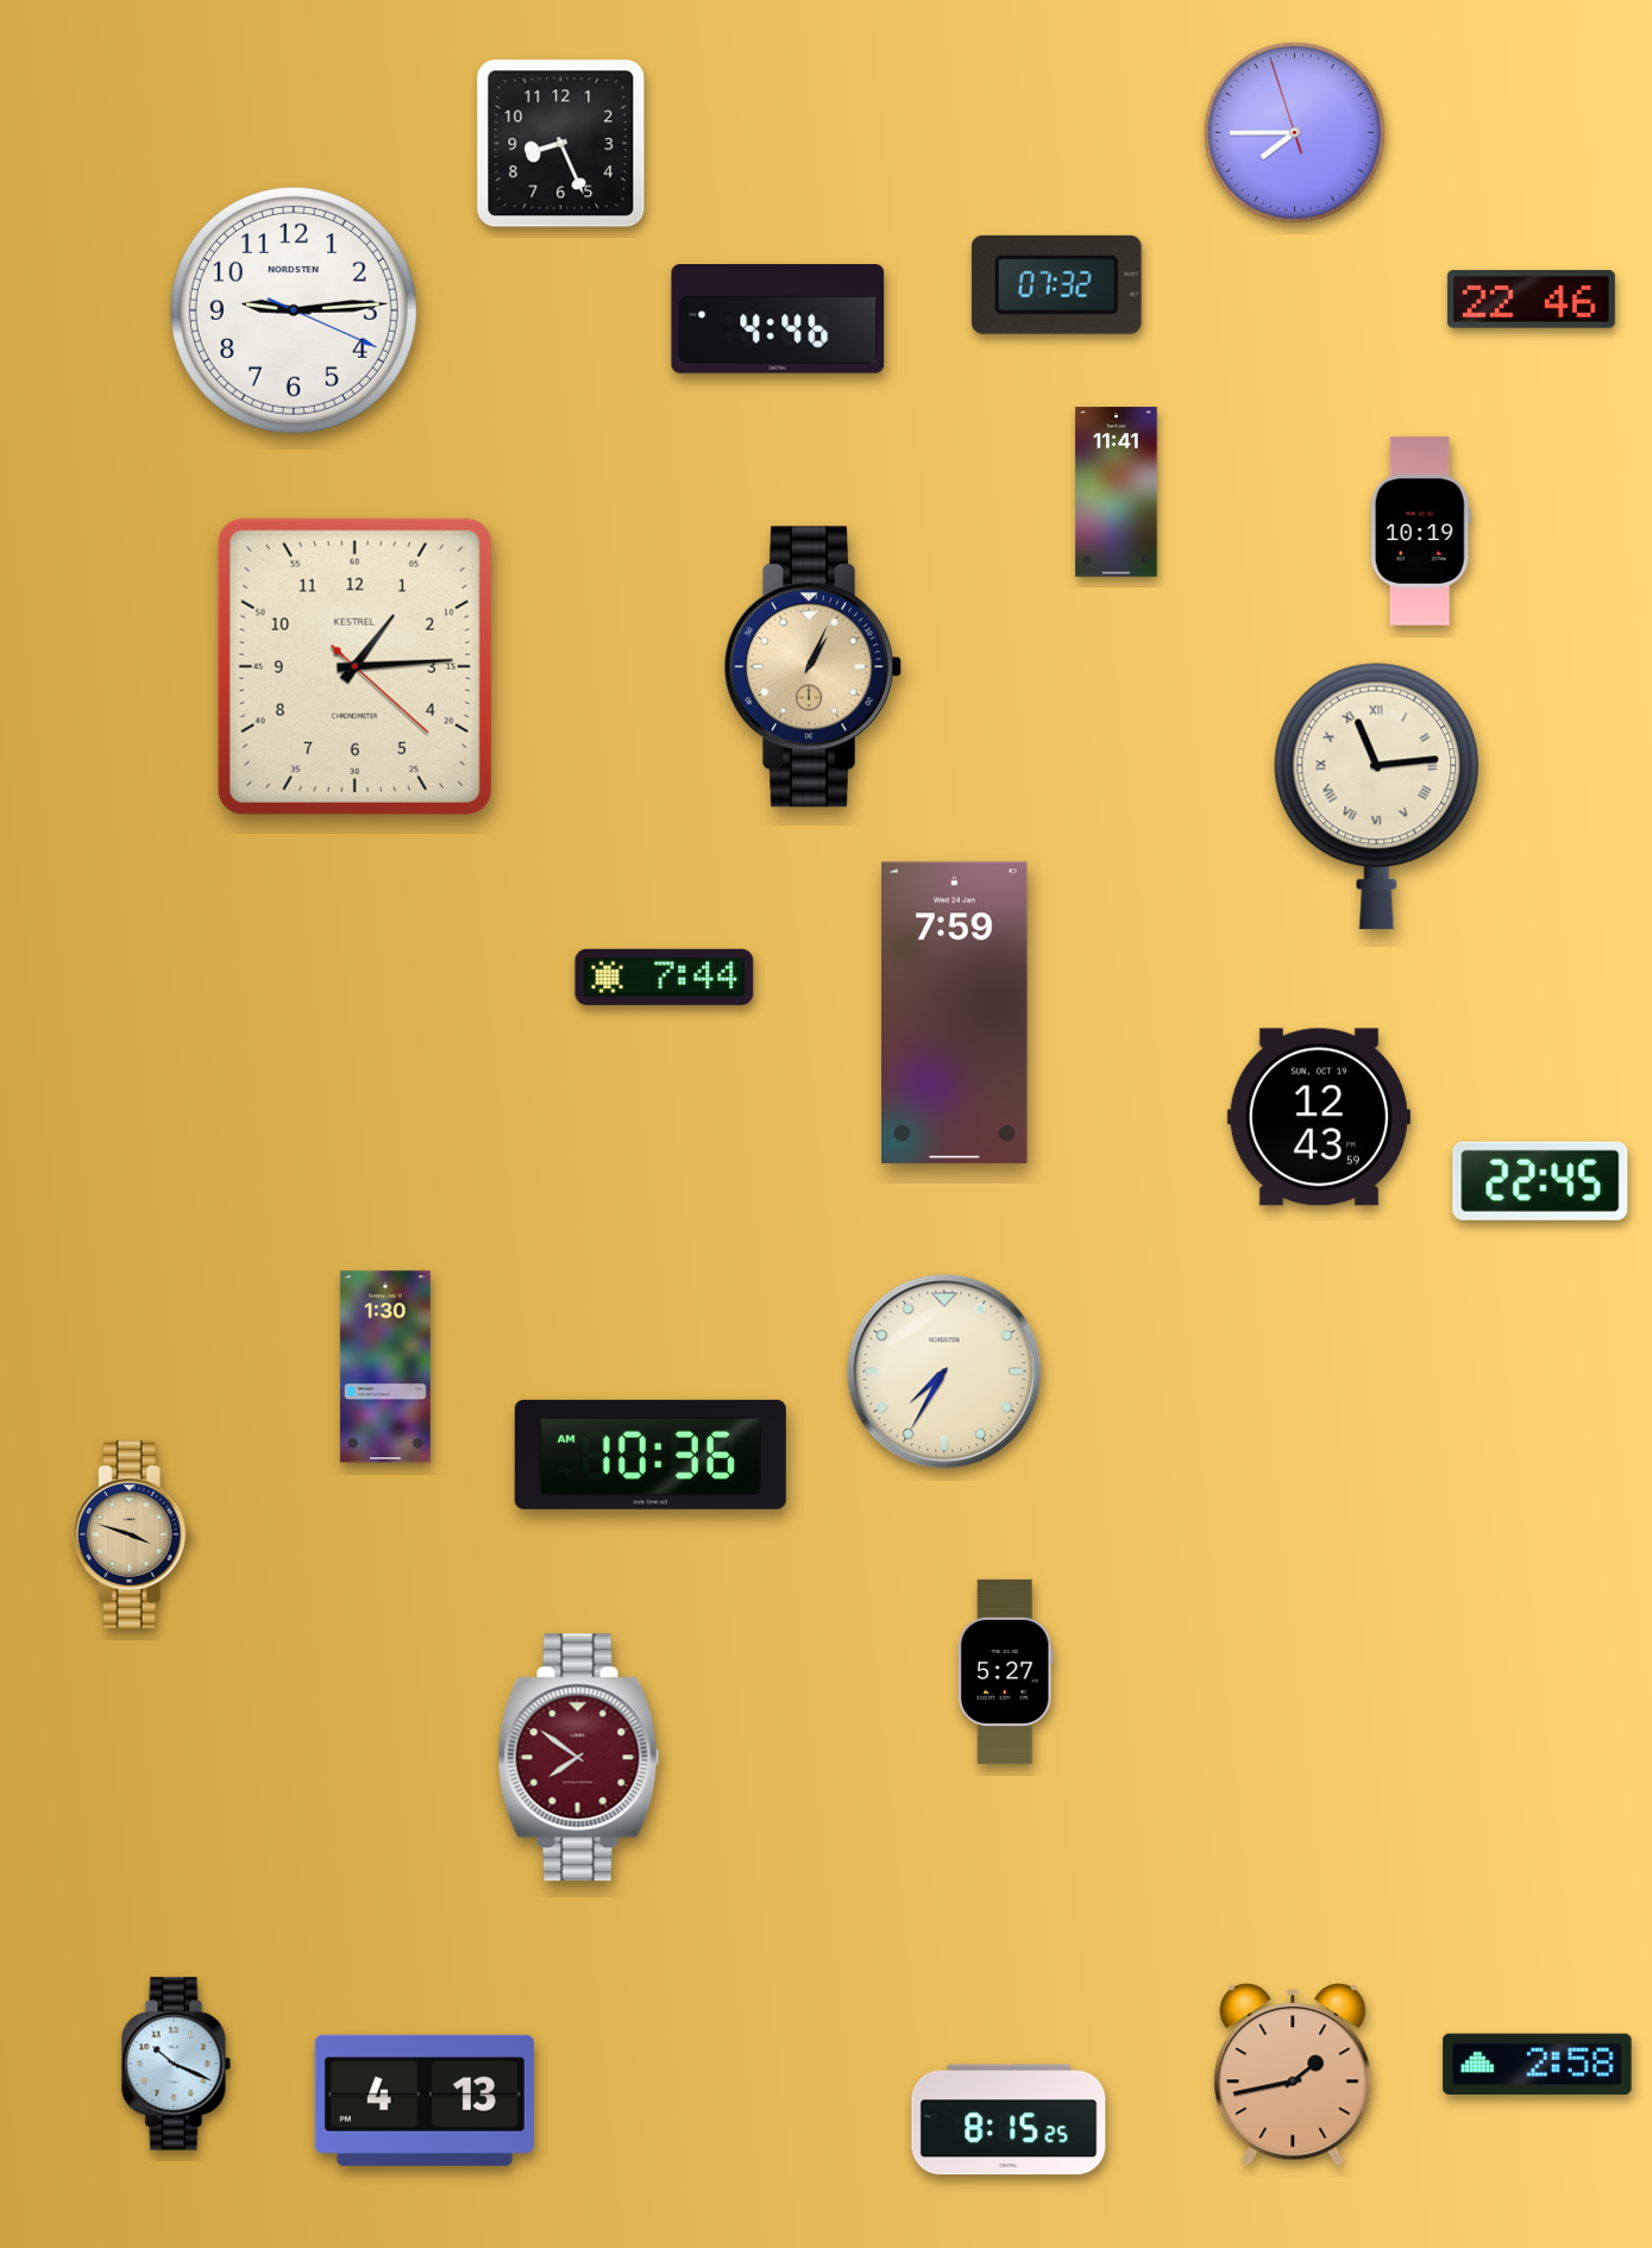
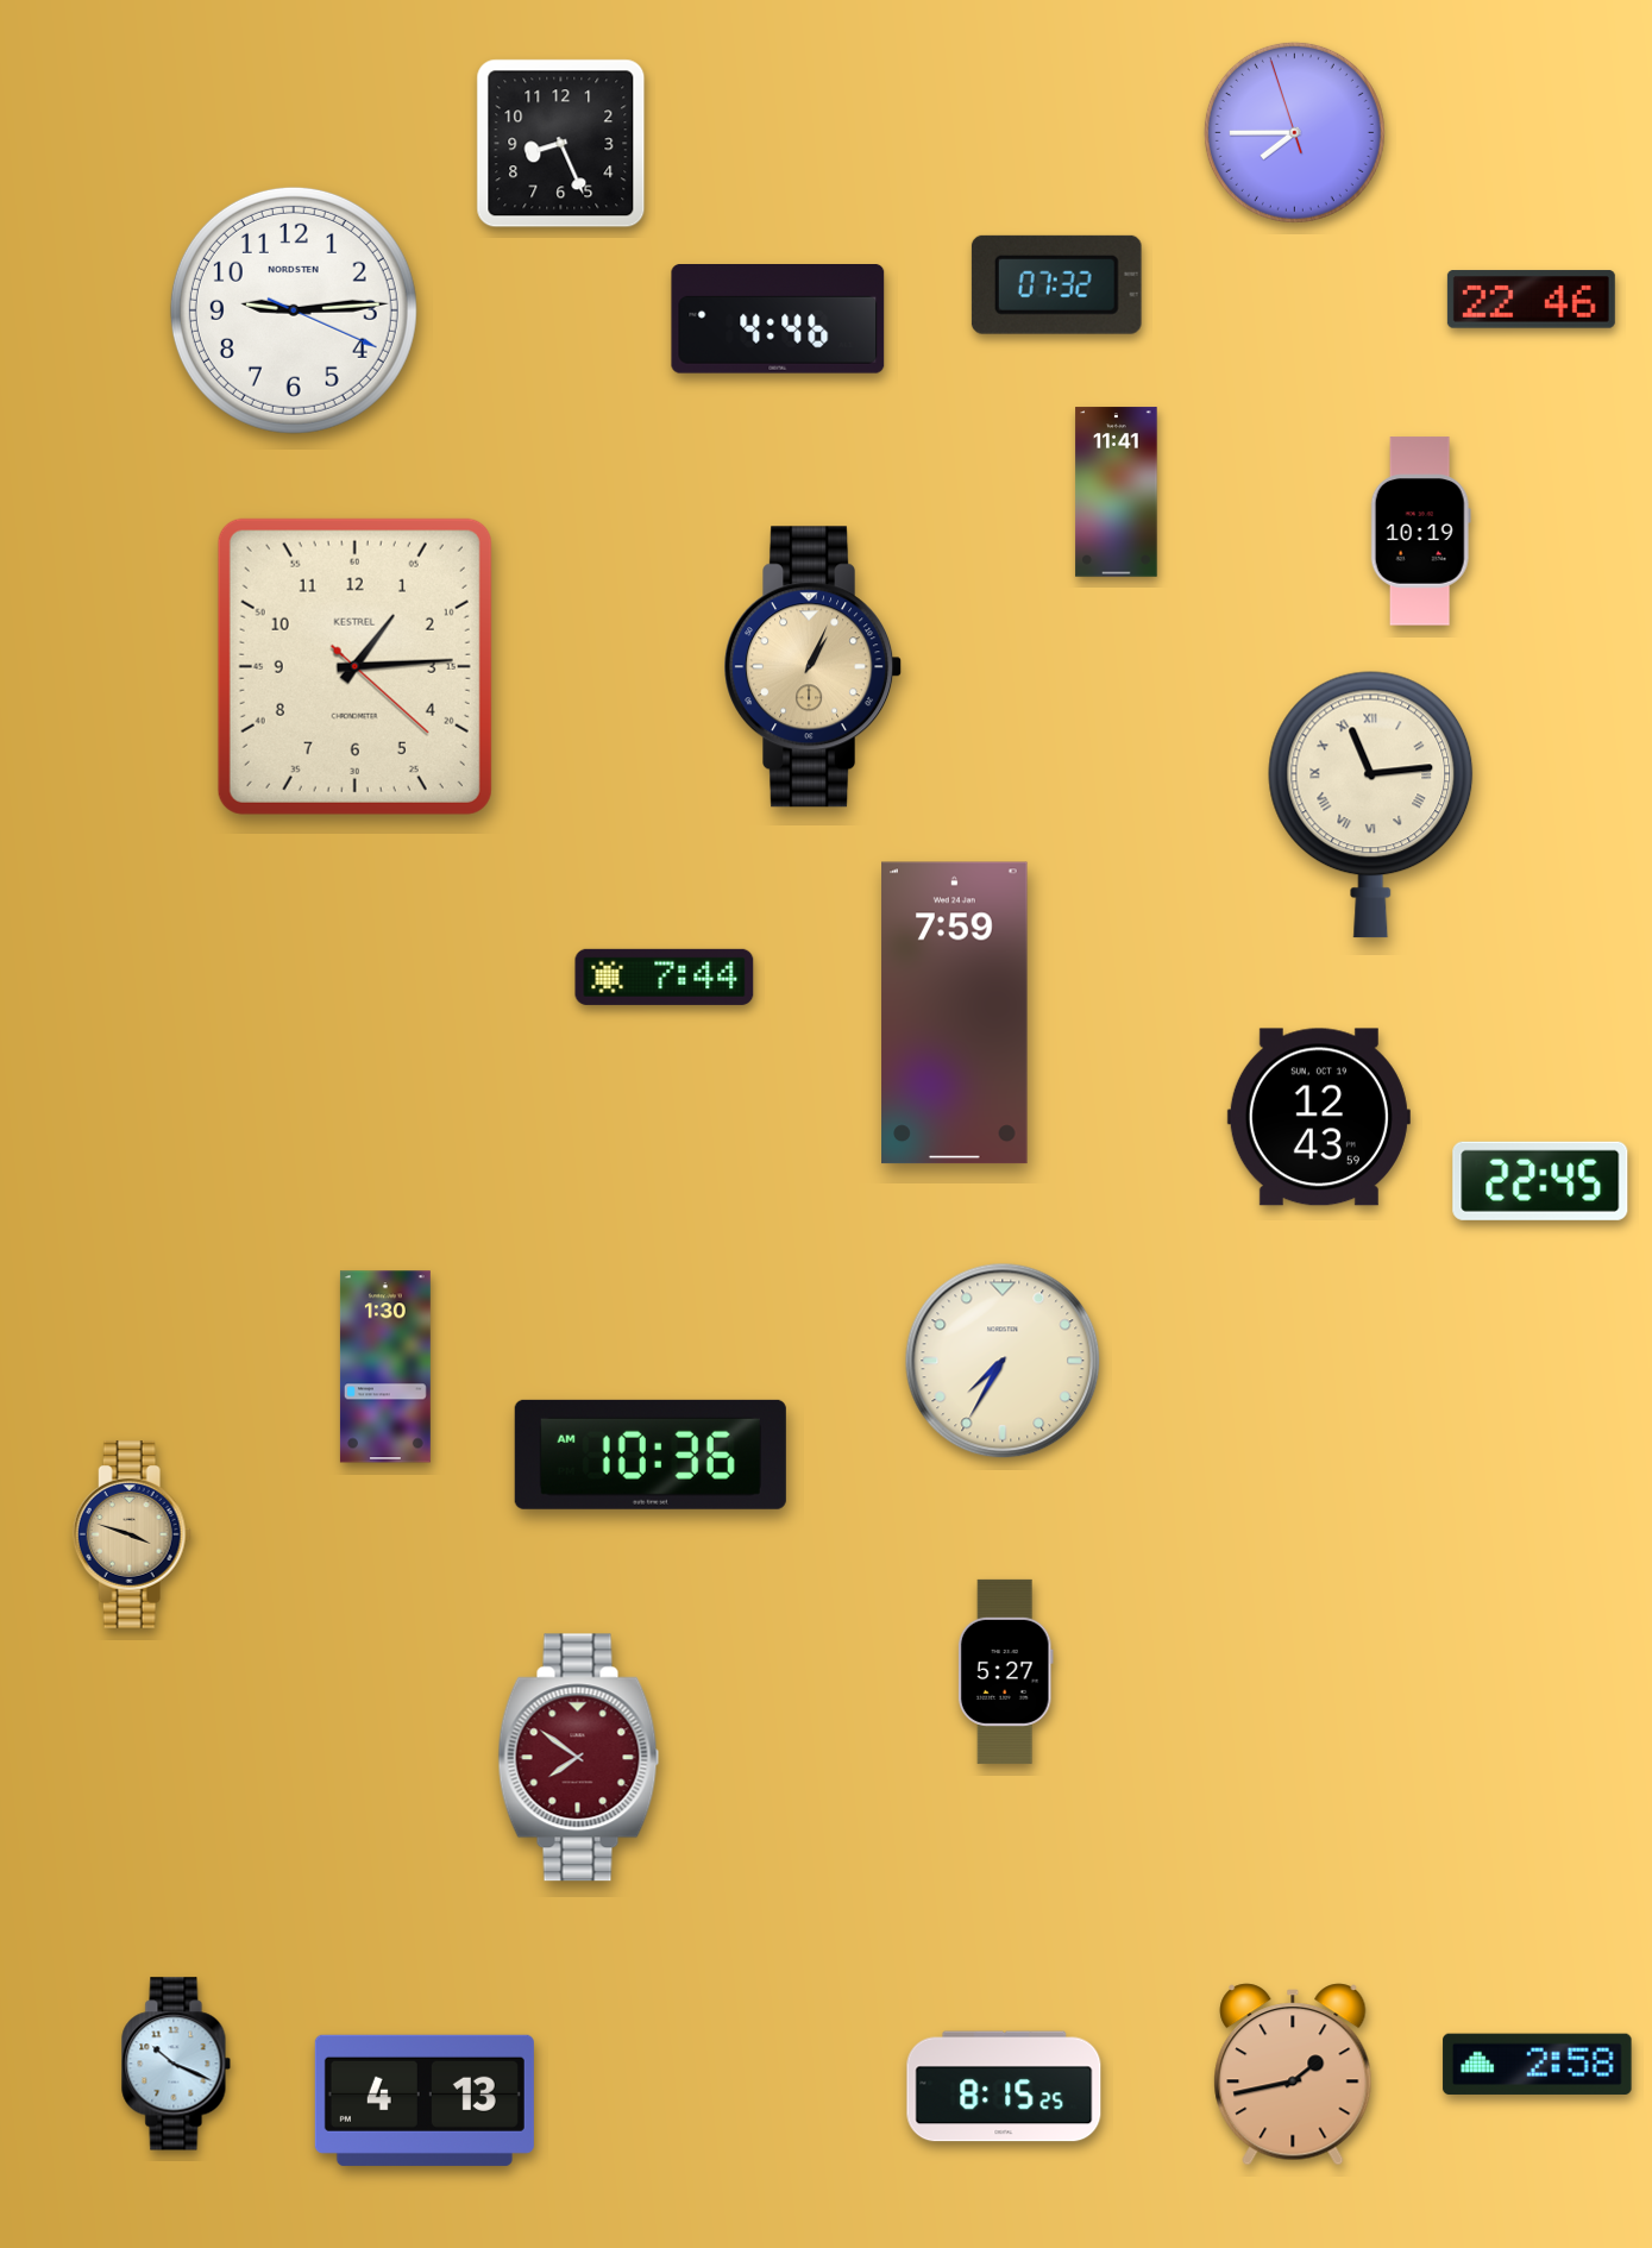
clock at (1377, 796) position: (1377, 796) -> (1371, 804)
clock at (944, 1371) position: (944, 1371) -> (1003, 1361)
clock at (1009, 2120) position: (1009, 2120) -> (1004, 2086)
